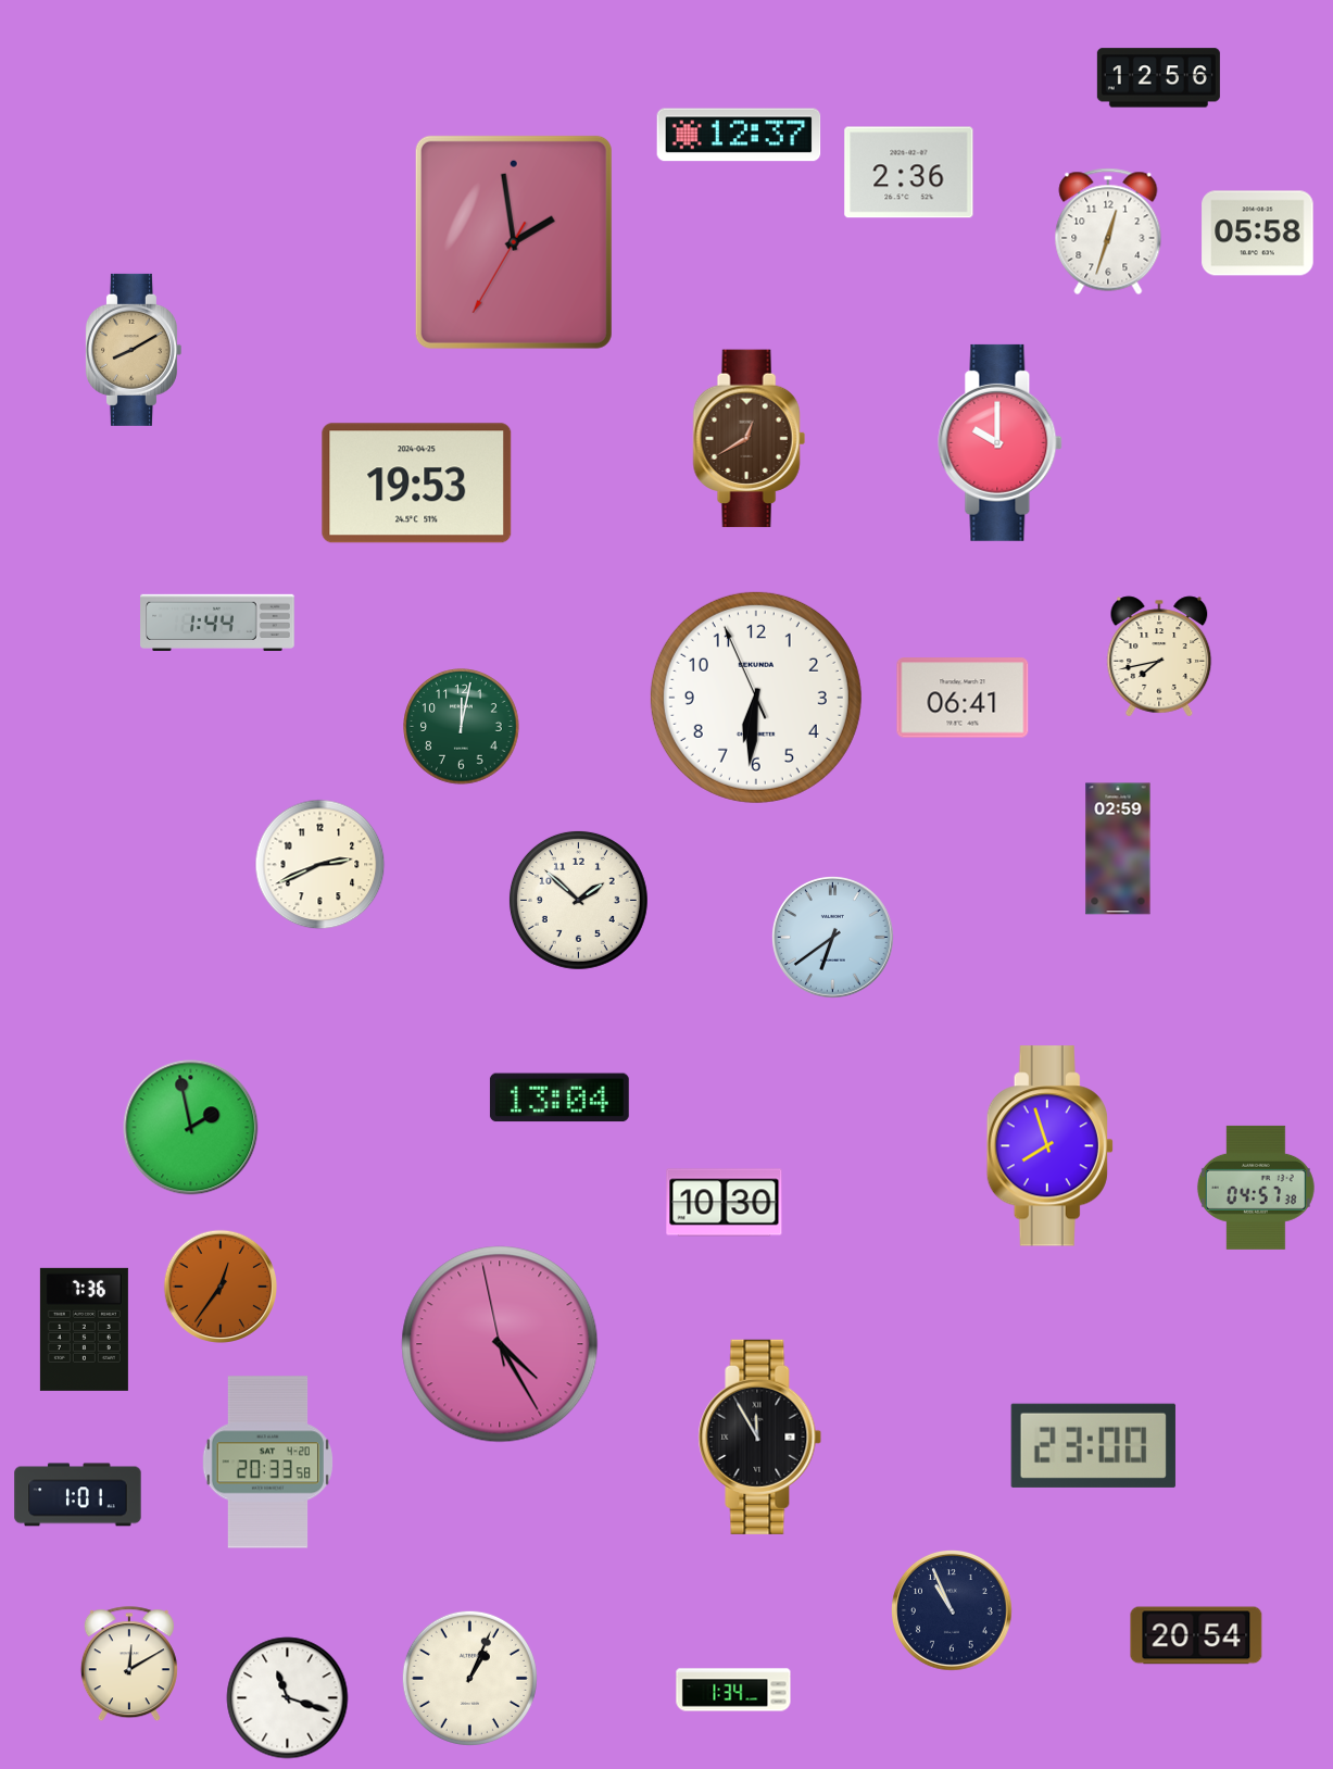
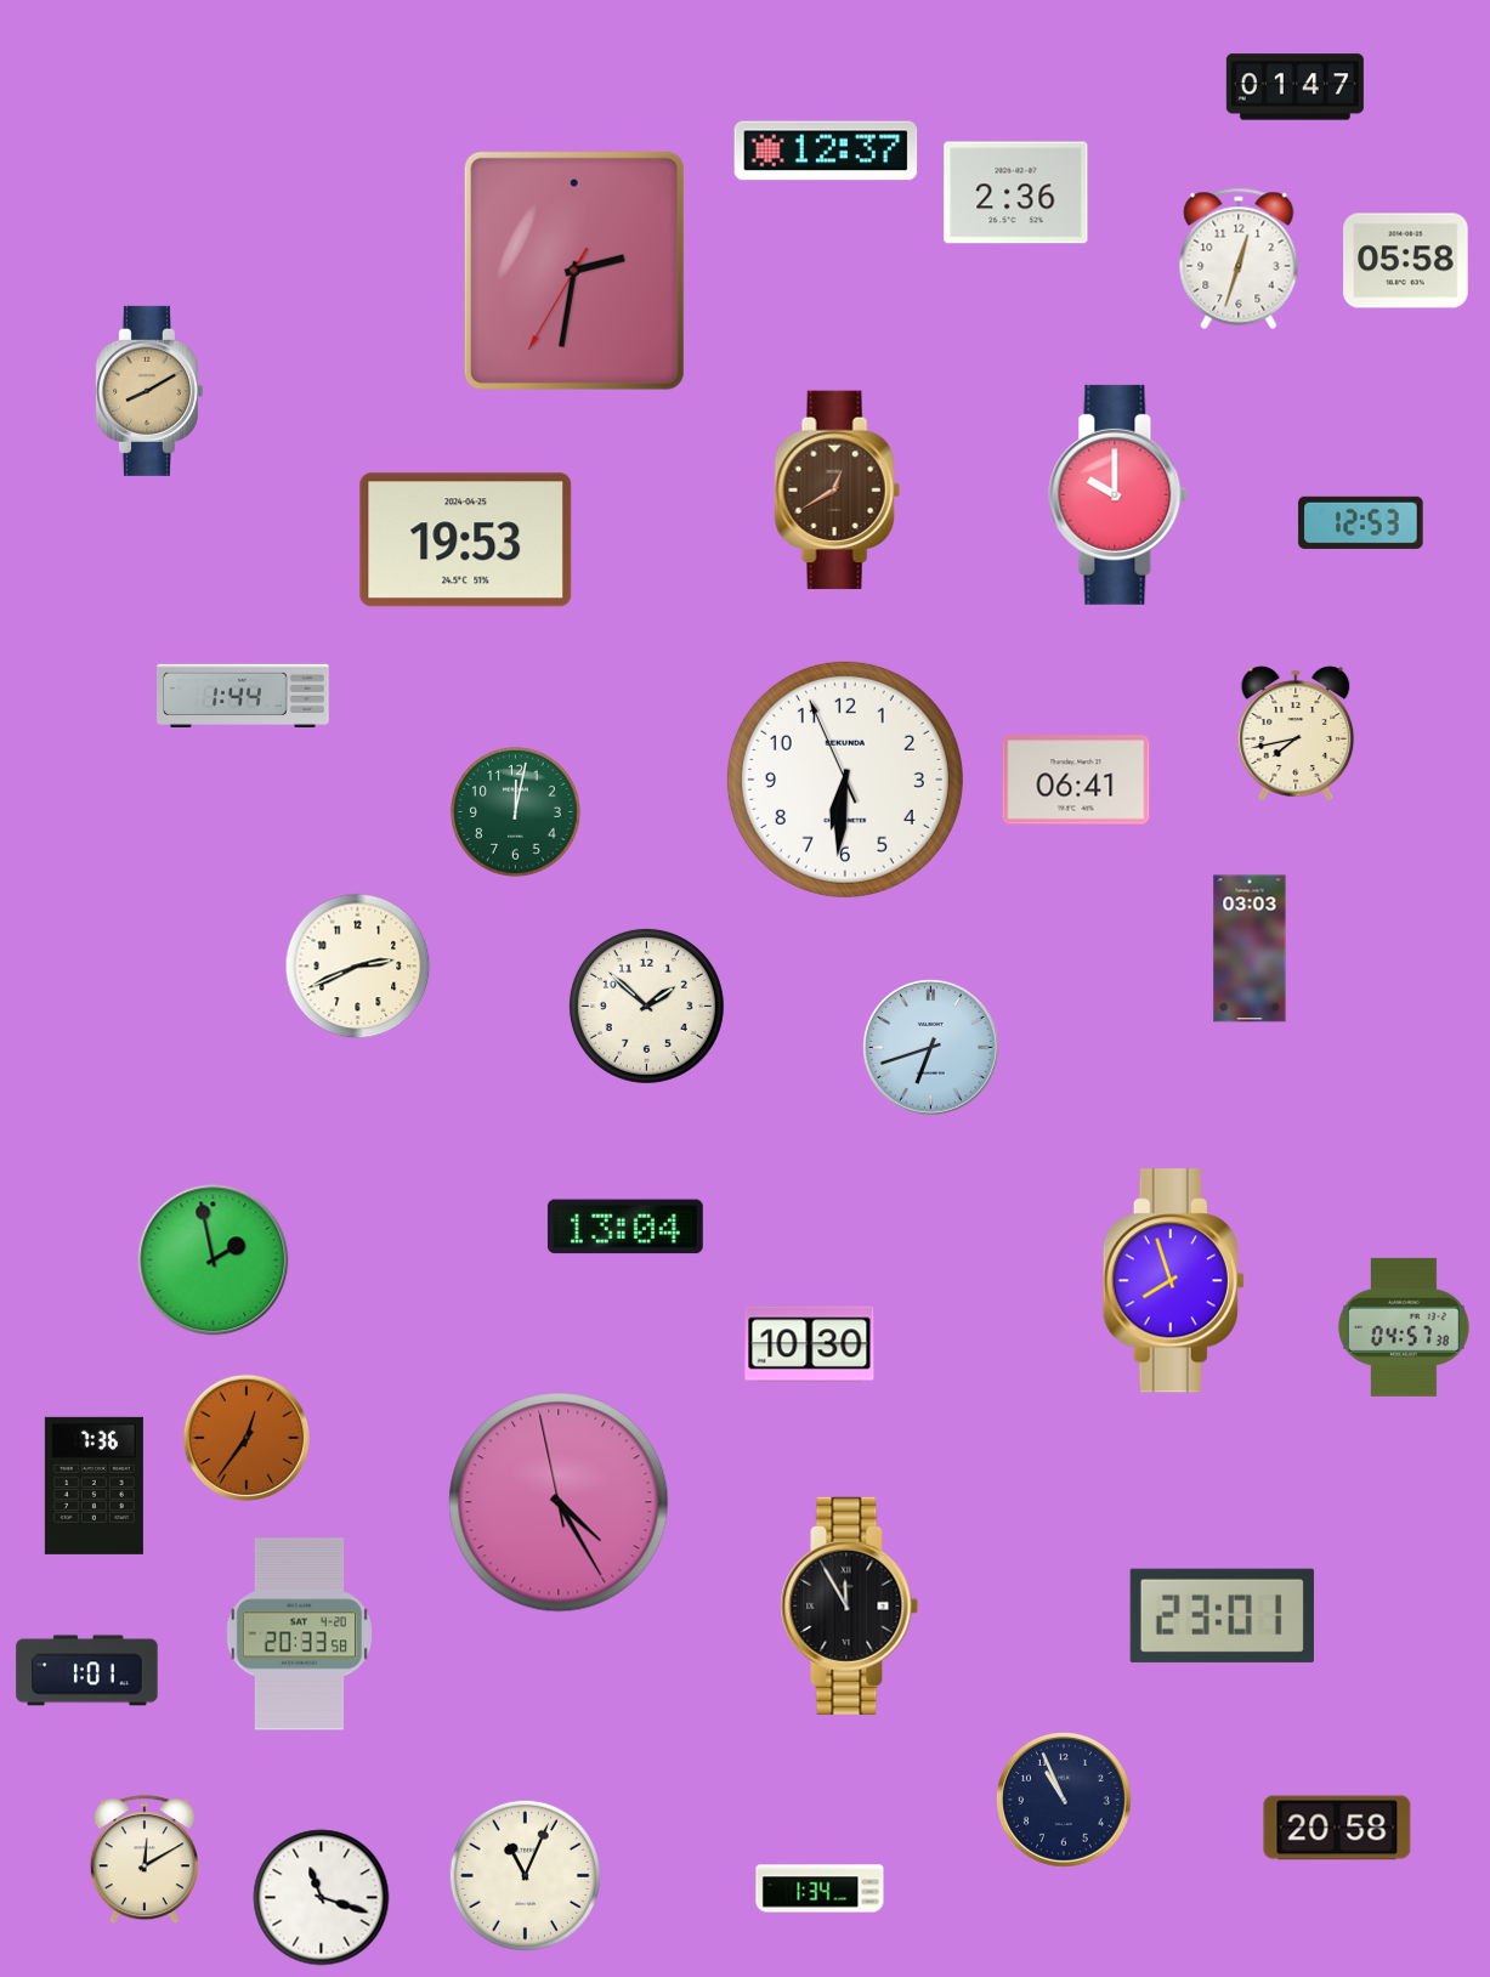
clock at (1158, 78): 12:56 -> 01:47
clock at (514, 242): 1:58 -> 2:31
clock at (1361, 522): none -> 12:53
clock at (1118, 849): 02:59 -> 03:03
clock at (833, 938): 6:39 -> 6:42
clock at (1093, 1445): 23:00 -> 23:01
clock at (1196, 1635): 20:54 -> 20:58
clock at (469, 1678): 1:04 -> 11:04
